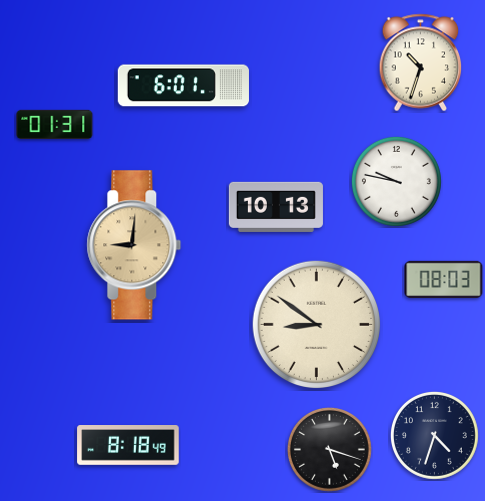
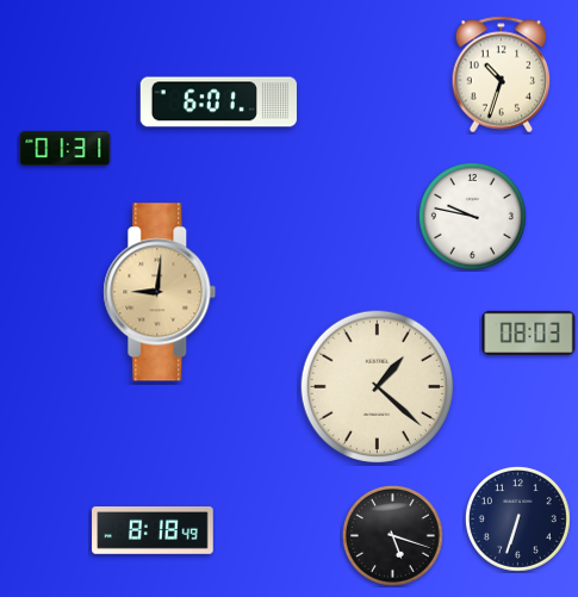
clock at (276, 207): 10:13 -> none
clock at (316, 324): 8:51 -> 1:22
clock at (434, 435): 4:33 -> 6:33
